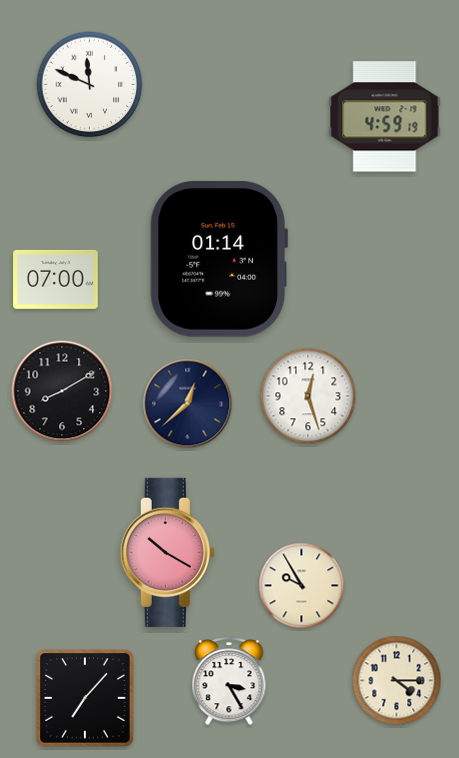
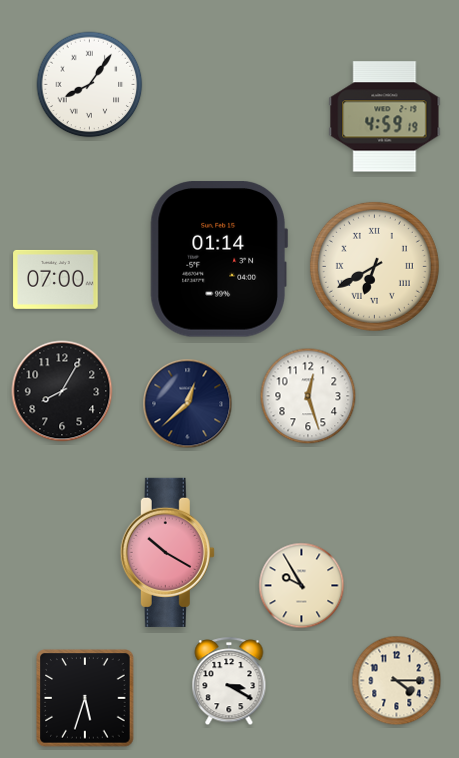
clock at (90, 85): 11:49 -> 8:06
clock at (374, 266): none -> 6:40
clock at (62, 391): 8:10 -> 8:05
clock at (229, 682): 3:25 -> 3:20
clock at (85, 698): 7:07 -> 5:33
